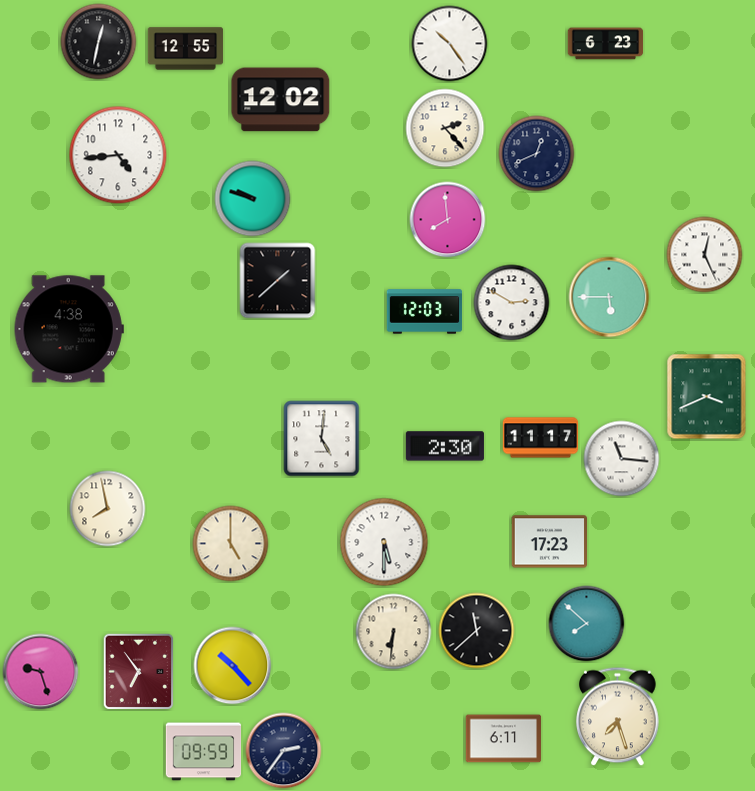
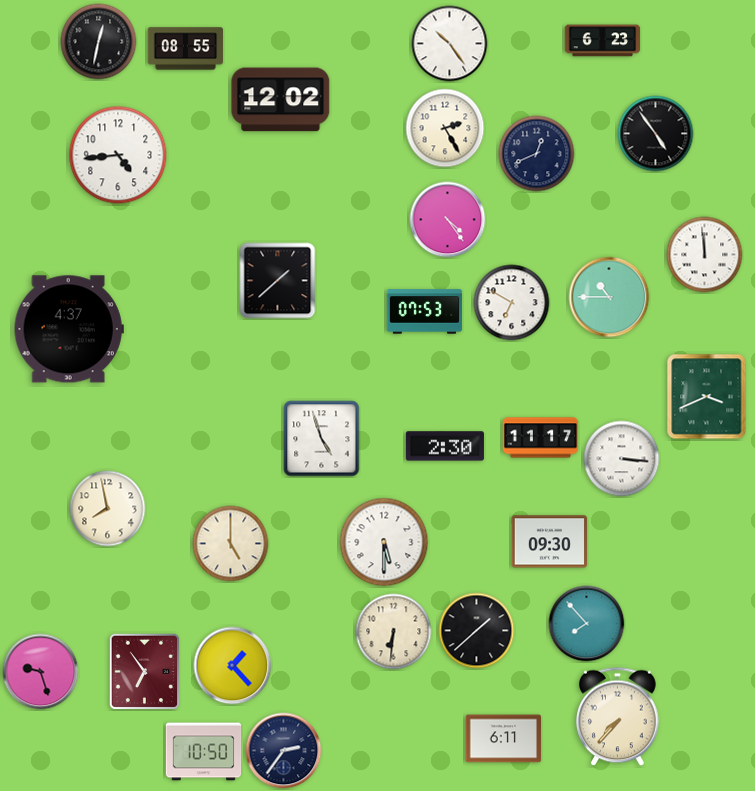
clock at (606, 44) position: (606, 44) -> (603, 41)
clock at (186, 49): 12:55 -> 08:55
clock at (445, 128): 2:23 -> 2:25
clock at (656, 134): none -> 4:54
clock at (253, 199): 9:48 -> none
clock at (448, 220): 7:59 -> 4:24
clock at (705, 255): 12:26 -> 11:59
clock at (609, 297): 5:45 -> 10:45
clock at (512, 303): 2:50 -> 6:50
clock at (425, 312): 12:03 -> 07:53
clock at (69, 329): 4:38 -> 4:37
clock at (322, 439): 5:01 -> 4:57
clock at (622, 459): 11:16 -> 3:16
clock at (550, 542): 17:23 -> 09:30
clock at (587, 624): 7:52 -> 7:53
clock at (477, 631): 11:38 -> 1:38
clock at (233, 666): 10:23 -> 1:23
clock at (139, 672) position: (139, 672) -> (145, 672)
clock at (618, 717): 7:27 -> 7:37
clock at (204, 752): 09:59 -> 10:50
